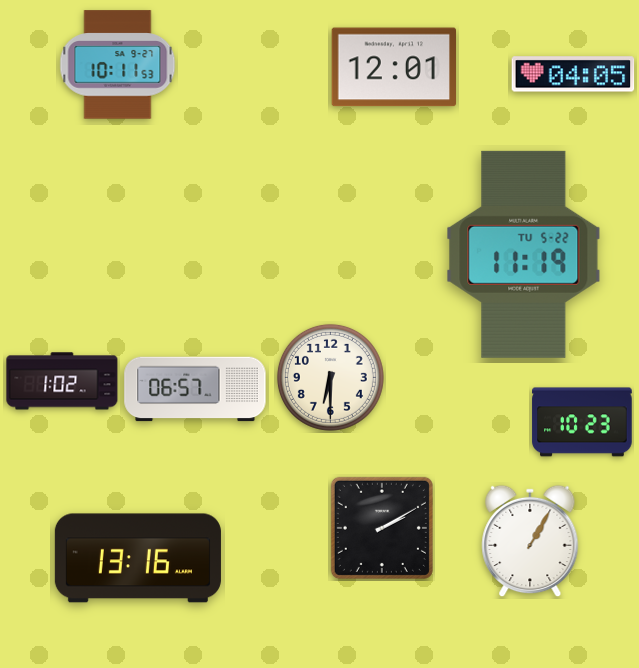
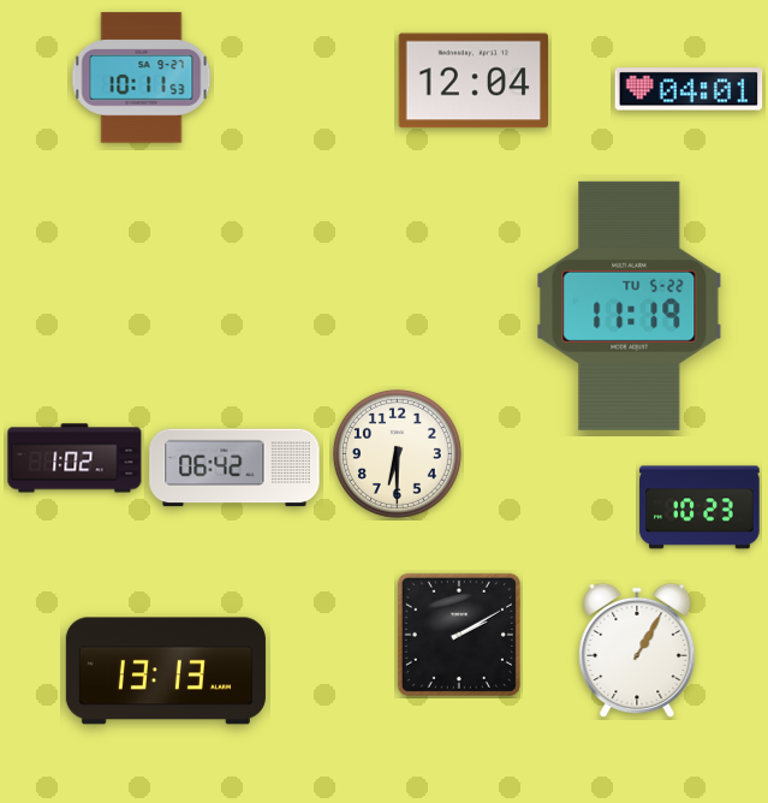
clock at (394, 67): 12:01 -> 12:04
clock at (573, 74): 04:05 -> 04:01
clock at (195, 389): 06:57 -> 06:42
clock at (138, 558): 13:16 -> 13:13
